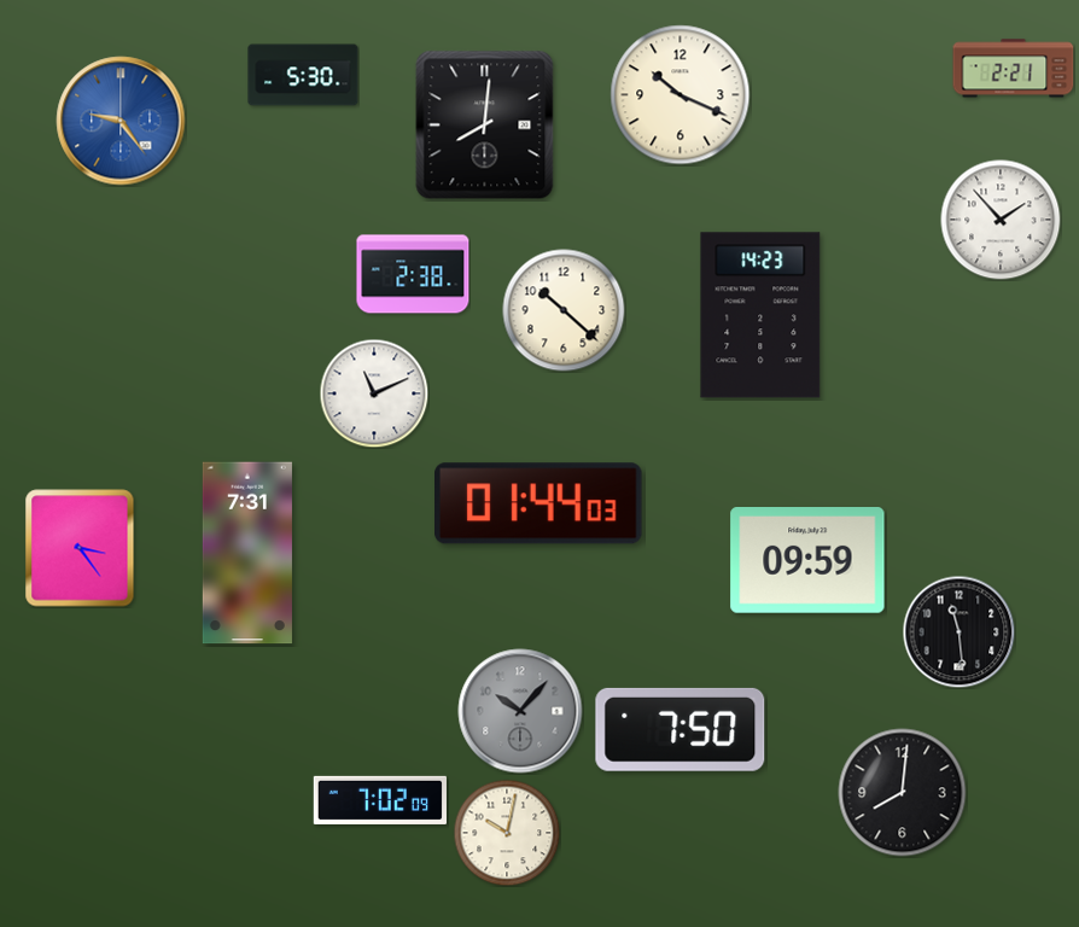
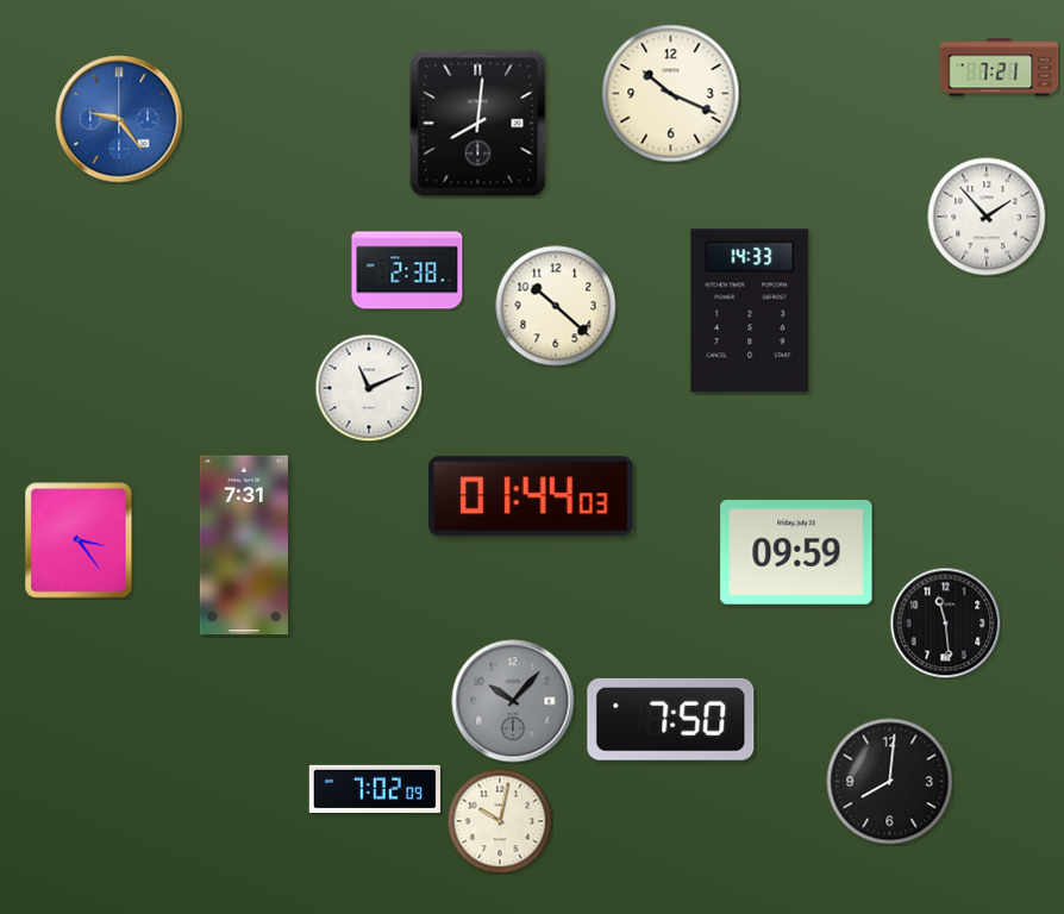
clock at (1014, 69): 2:21 -> 7:21
clock at (303, 75): 5:30 -> none
clock at (760, 315): 14:23 -> 14:33
